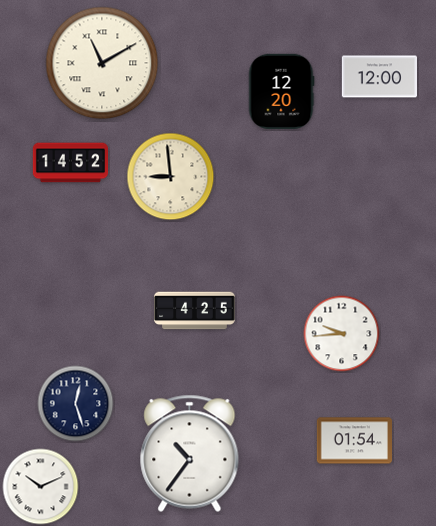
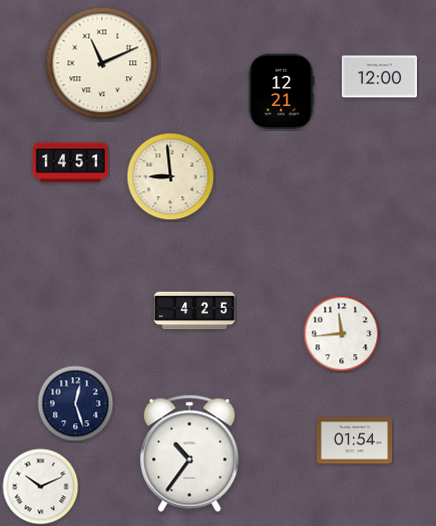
clock at (102, 63): 11:10 -> 11:11
clock at (281, 91): 12:20 -> 12:21
clock at (70, 163): 14:52 -> 14:51
clock at (342, 334): 9:44 -> 11:44
